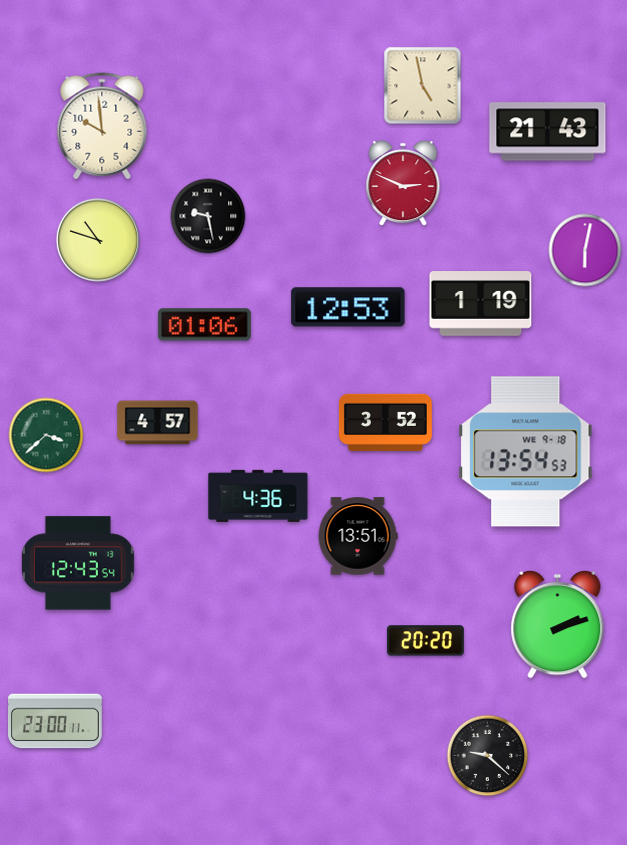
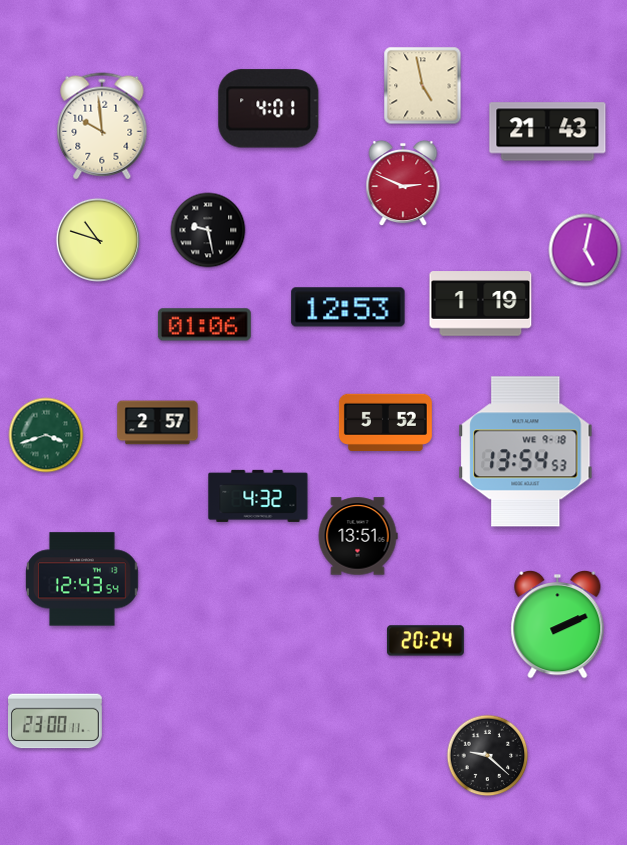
clock at (269, 109): none -> 4:01
clock at (208, 216) position: (208, 216) -> (208, 230)
clock at (585, 250): 6:02 -> 5:02
clock at (385, 422): 3:52 -> 5:52
clock at (158, 423): 4:57 -> 2:57
clock at (46, 435): 3:38 -> 3:42
clock at (258, 496): 4:36 -> 4:32
clock at (79, 563) position: (79, 563) -> (83, 579)
clock at (558, 624): 2:12 -> 2:11
clock at (425, 641): 20:20 -> 20:24
